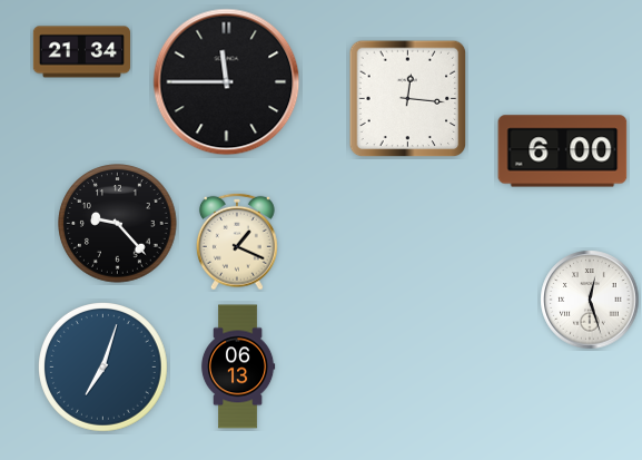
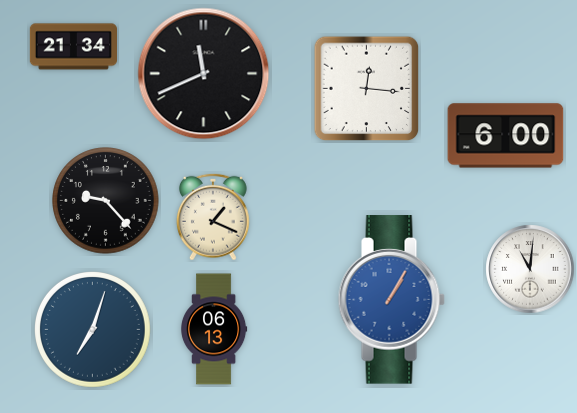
clock at (227, 82): 11:45 -> 11:41
clock at (590, 300): 12:27 -> 11:01
clock at (391, 300): none -> 1:05
